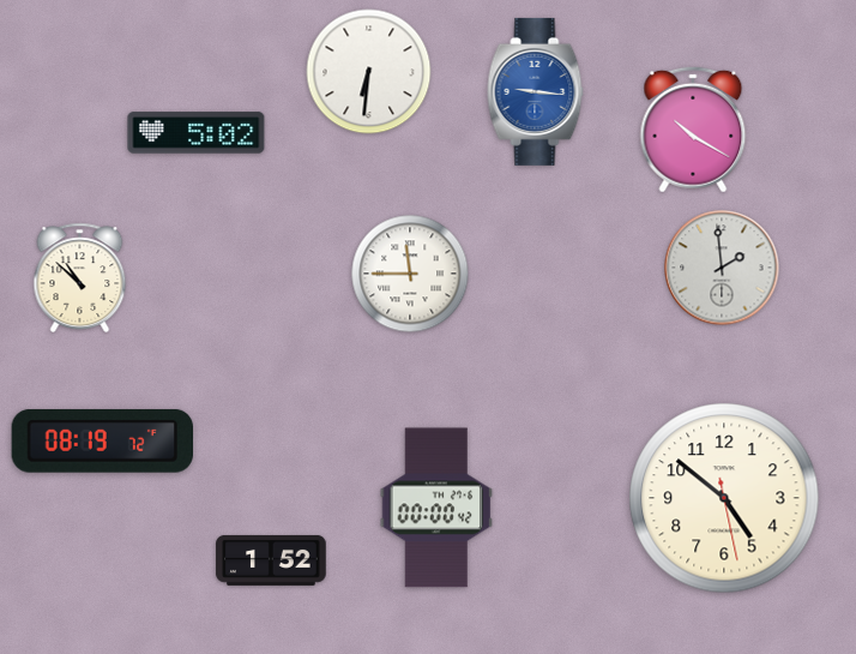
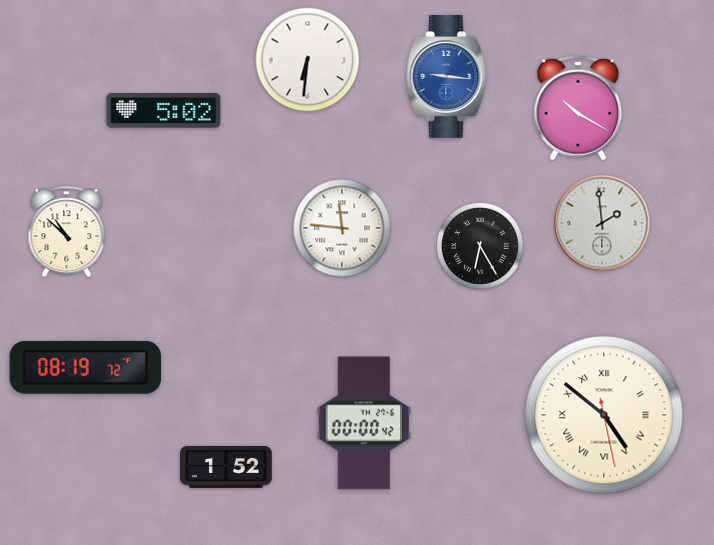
clock at (410, 274): 11:45 -> 11:46
clock at (480, 246): none -> 6:25
clock at (724, 498) numerals: Arabic -> Roman
